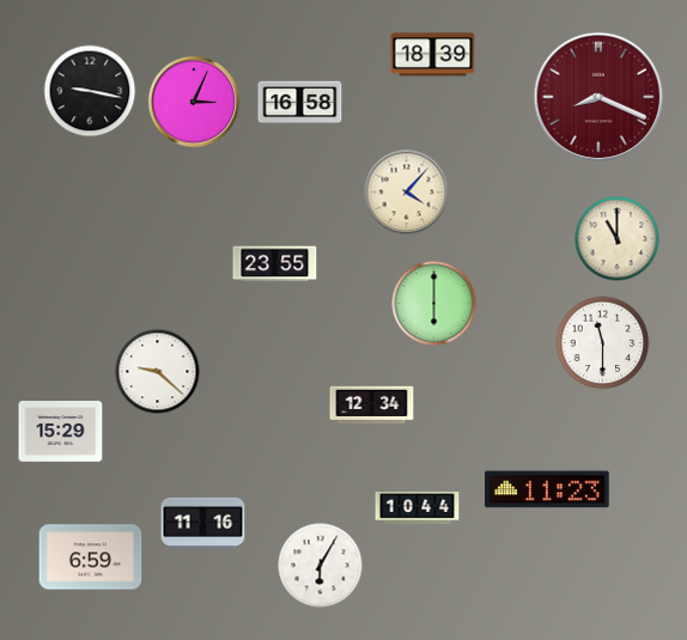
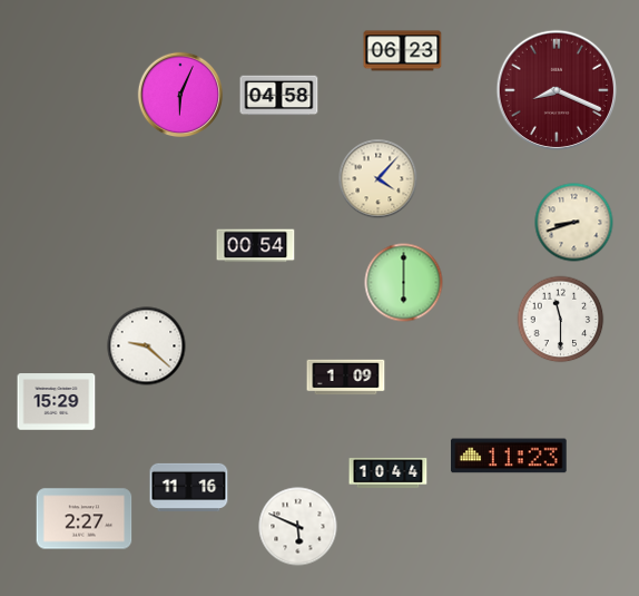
clock at (433, 55): 18:39 -> 06:23
clock at (90, 91): 9:17 -> none
clock at (194, 102): 3:04 -> 6:04
clock at (300, 103): 16:58 -> 04:58
clock at (618, 239): 11:00 -> 8:42
clock at (275, 264): 23:55 -> 00:54
clock at (372, 406): 12:34 -> 1:09
clock at (91, 557): 6:59 -> 2:27
clock at (321, 566): 6:05 -> 5:49
